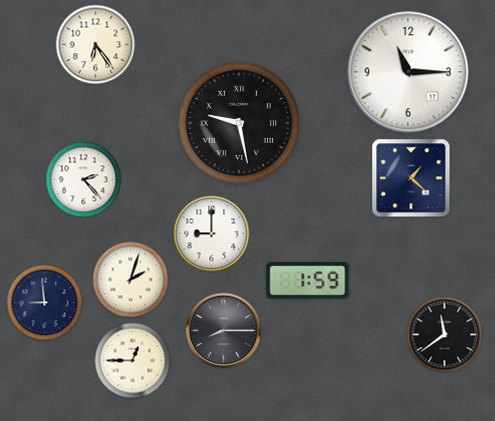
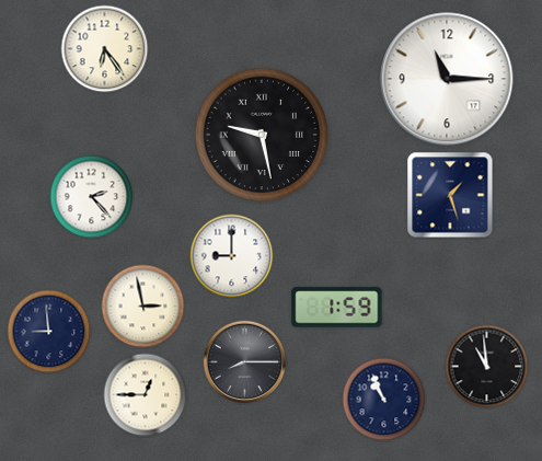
clock at (411, 178): 1:22 -> 1:27
clock at (131, 280): 2:03 -> 2:58
clock at (445, 335): 11:39 -> 10:59
clock at (384, 400): none -> 10:56
